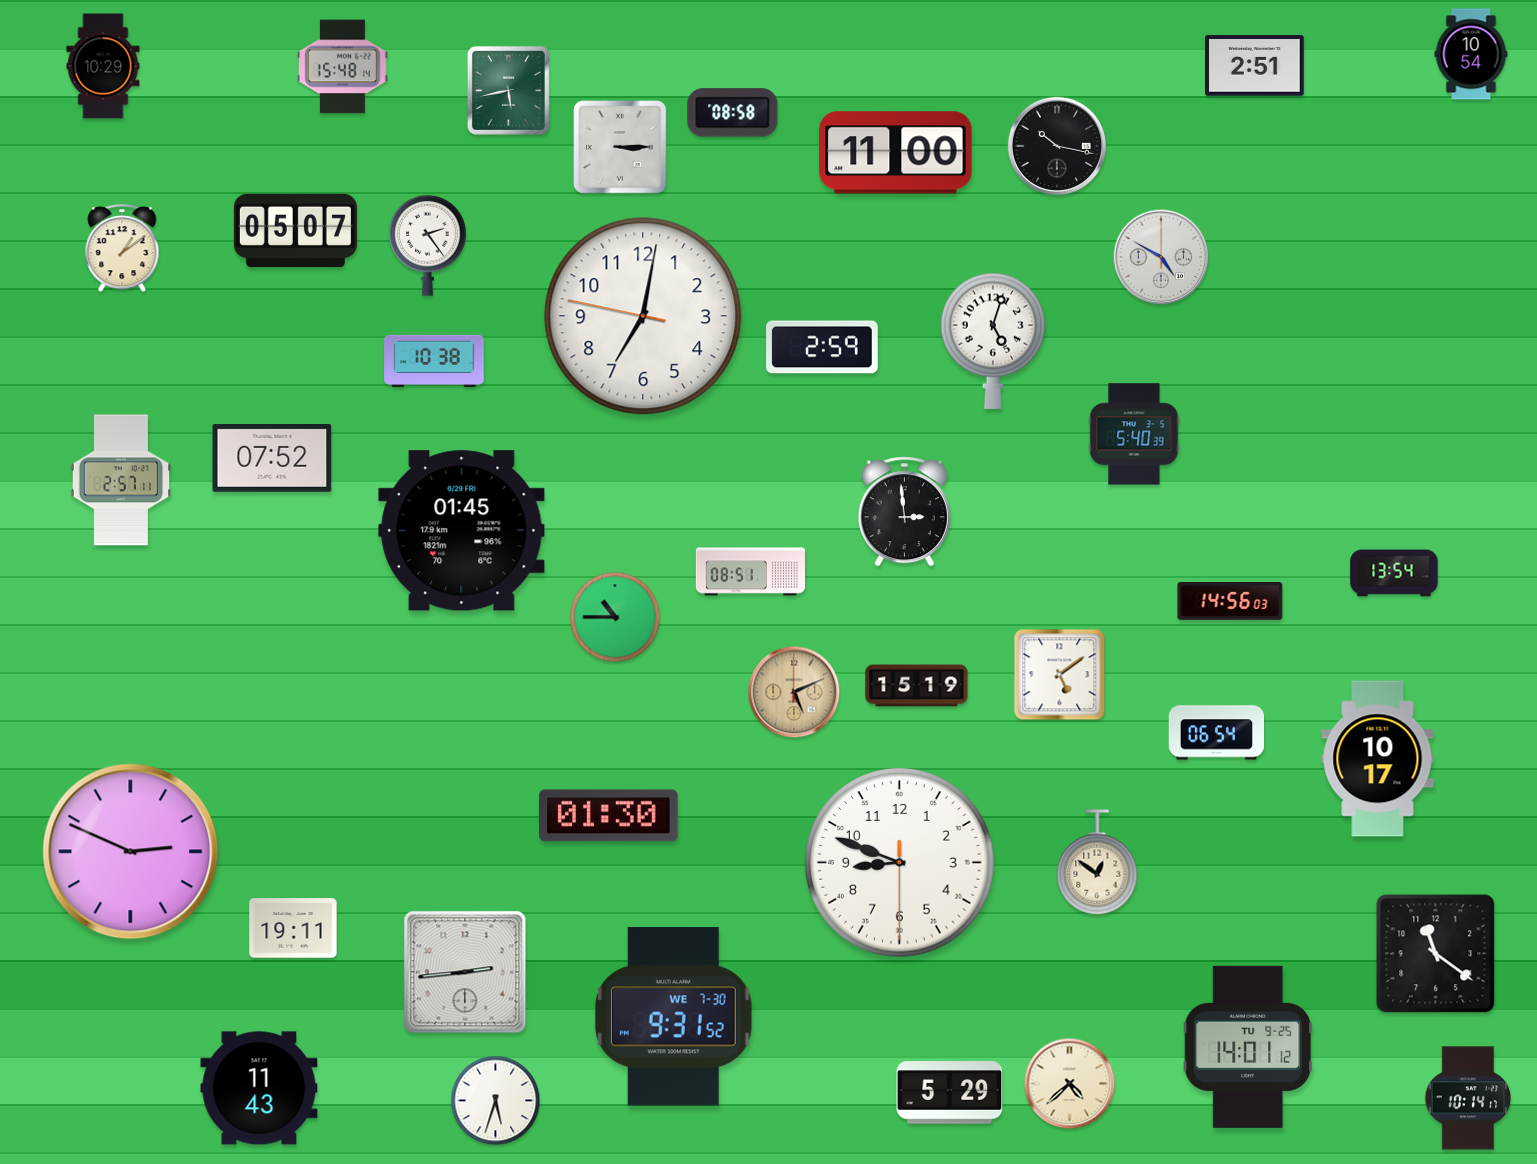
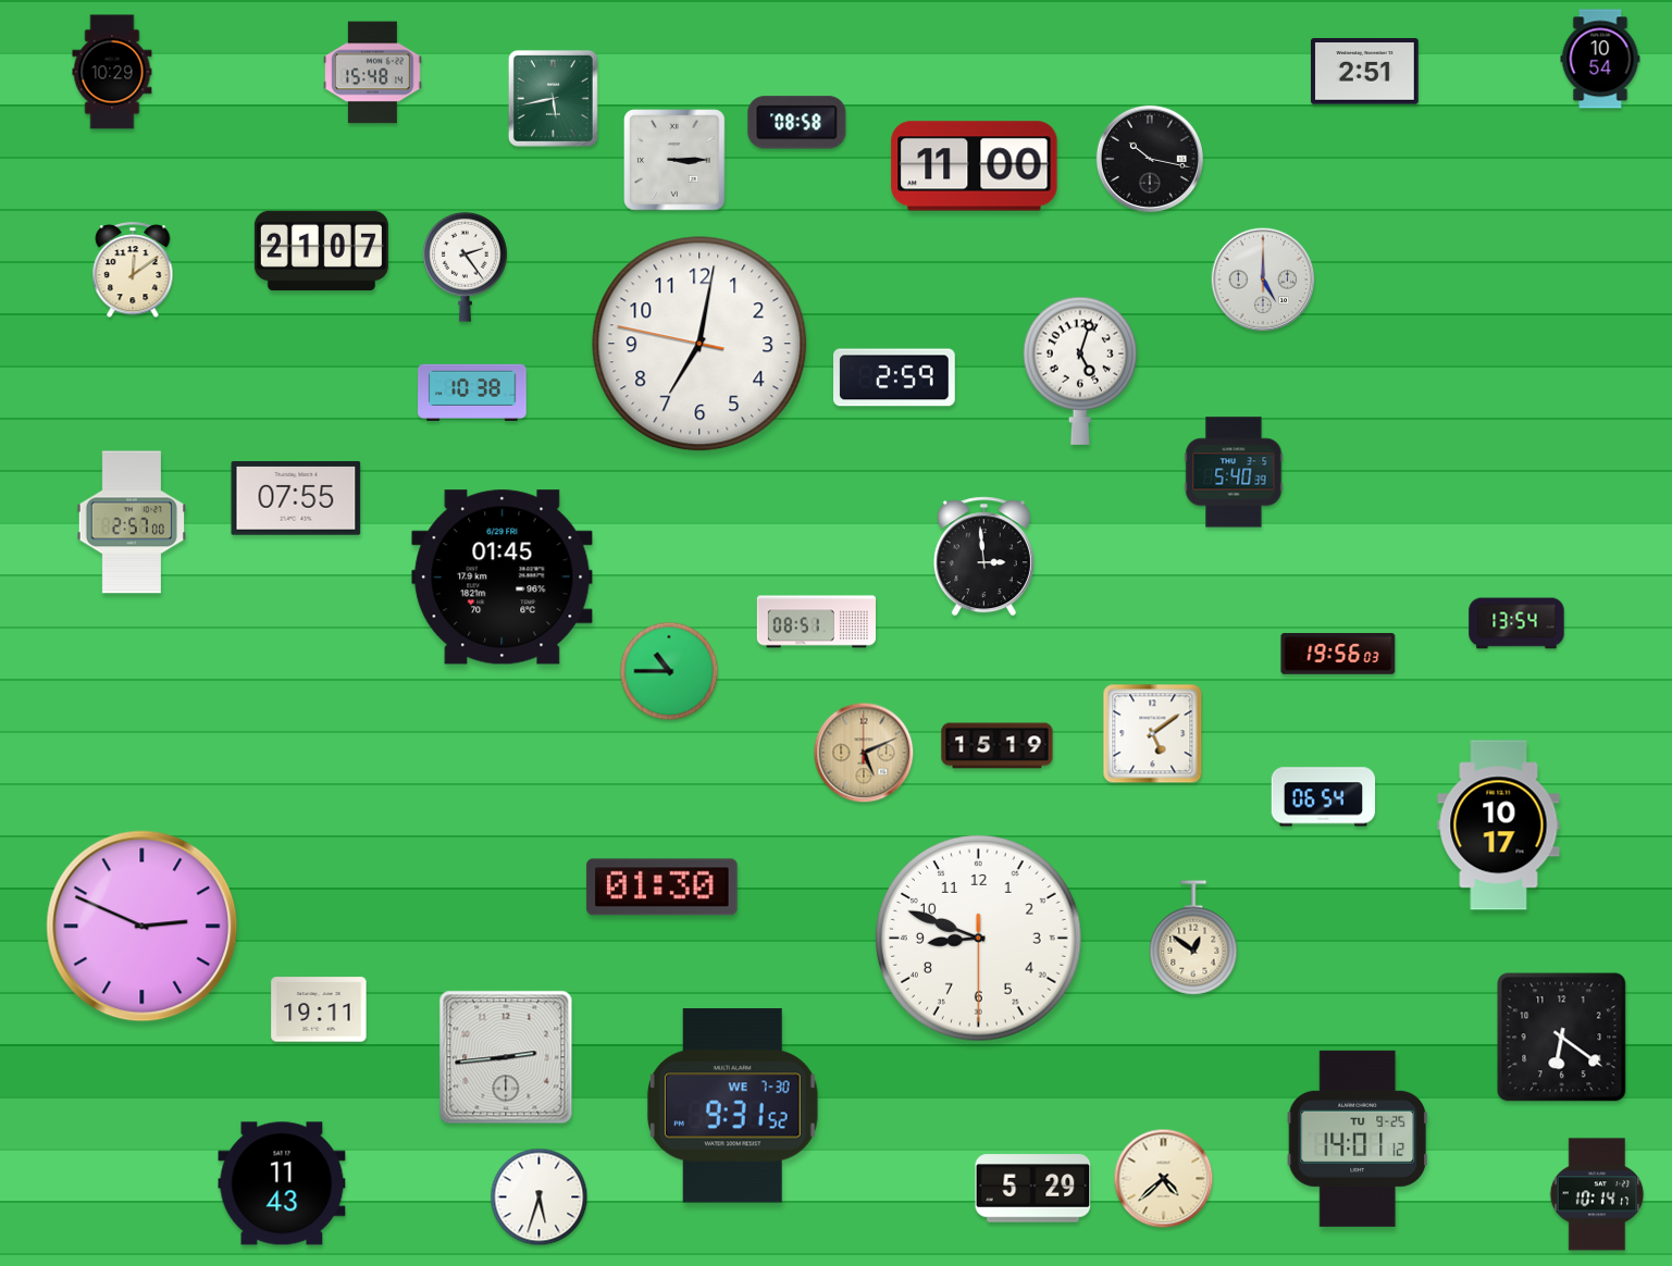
clock at (295, 231): 05:07 -> 21:07
clock at (122, 249): 1:09 -> 12:09
clock at (1161, 257): 4:50 -> 5:00
clock at (272, 458): 07:52 -> 07:55
clock at (121, 480): 2:57:11 -> 2:57:00
clock at (1230, 602): 14:56 -> 19:56
clock at (1436, 954): 11:21 -> 6:21
